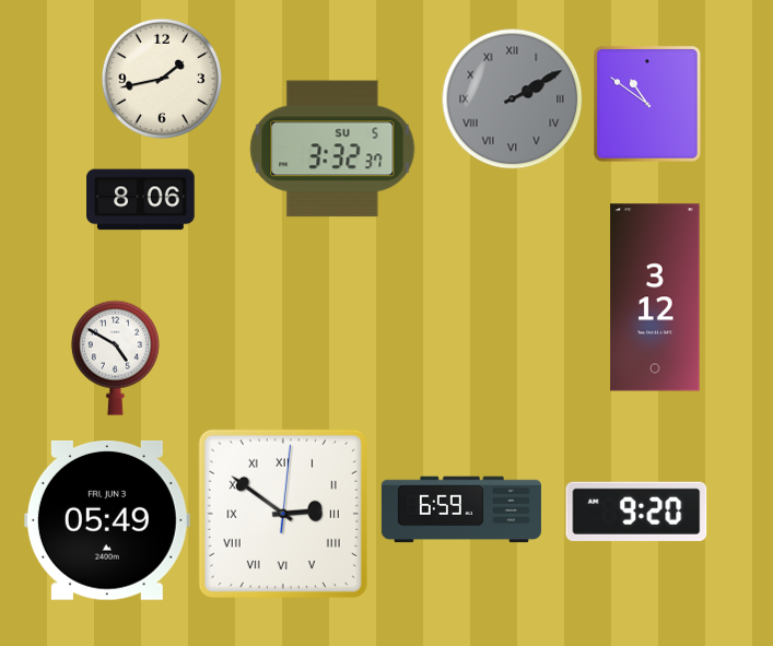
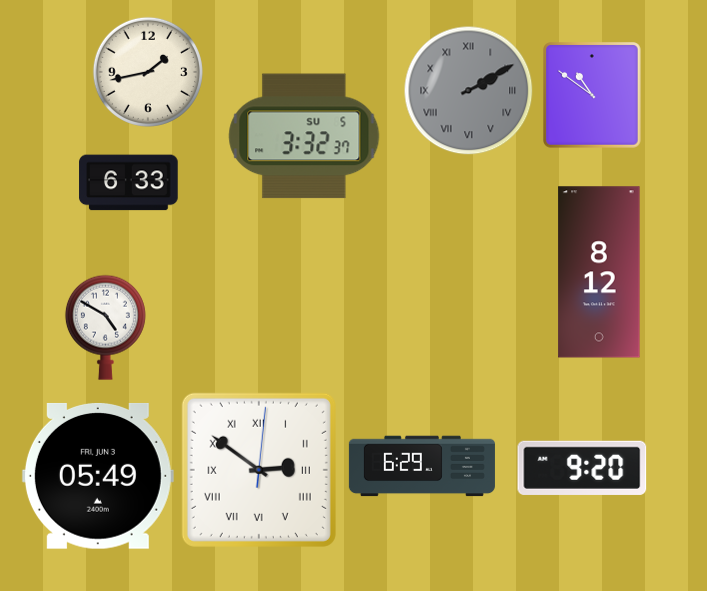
clock at (141, 200): 8:06 -> 6:33
clock at (655, 297): 3:12 -> 8:12
clock at (461, 509): 6:59 -> 6:29
